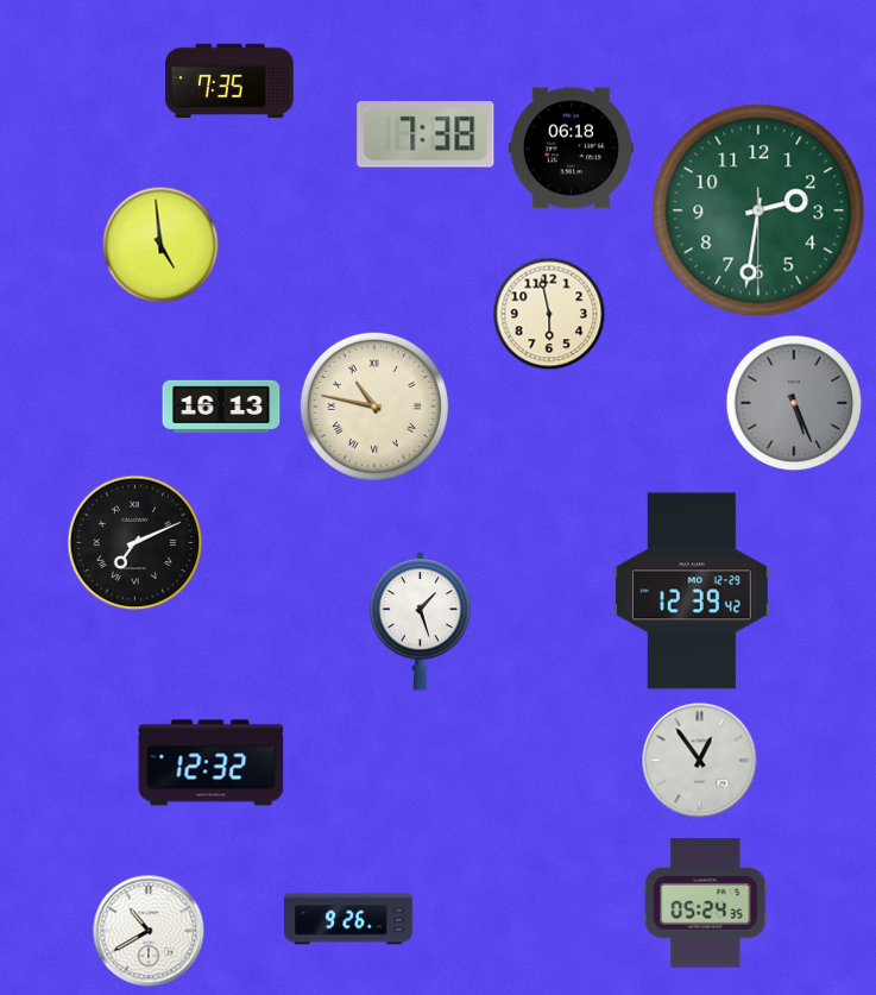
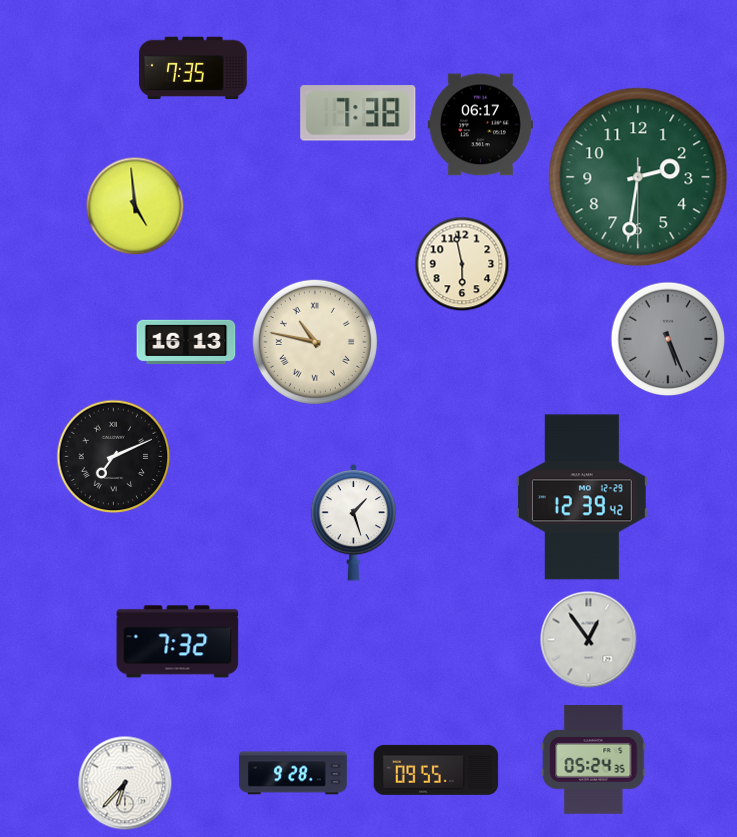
clock at (571, 149): 06:18 -> 06:17
clock at (212, 763): 12:32 -> 7:32
clock at (436, 770): none -> 09:55
clock at (348, 919): 9:26 -> 9:28
clock at (149, 931): 10:40 -> 6:37
